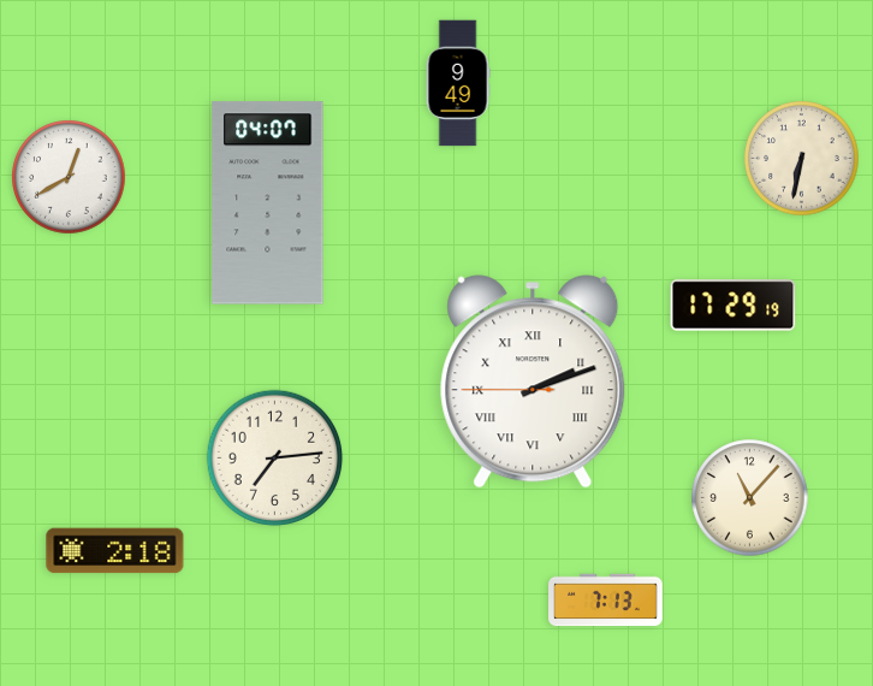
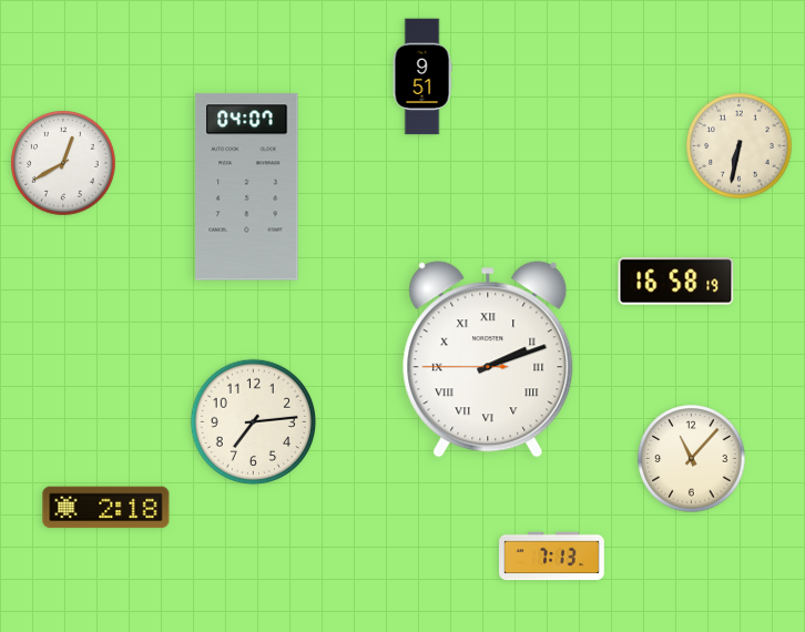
clock at (458, 83): 9:49 -> 9:51
clock at (734, 306): 17:29 -> 16:58
clock at (533, 382) position: (533, 382) -> (488, 359)
clock at (606, 601) position: (606, 601) -> (552, 557)
